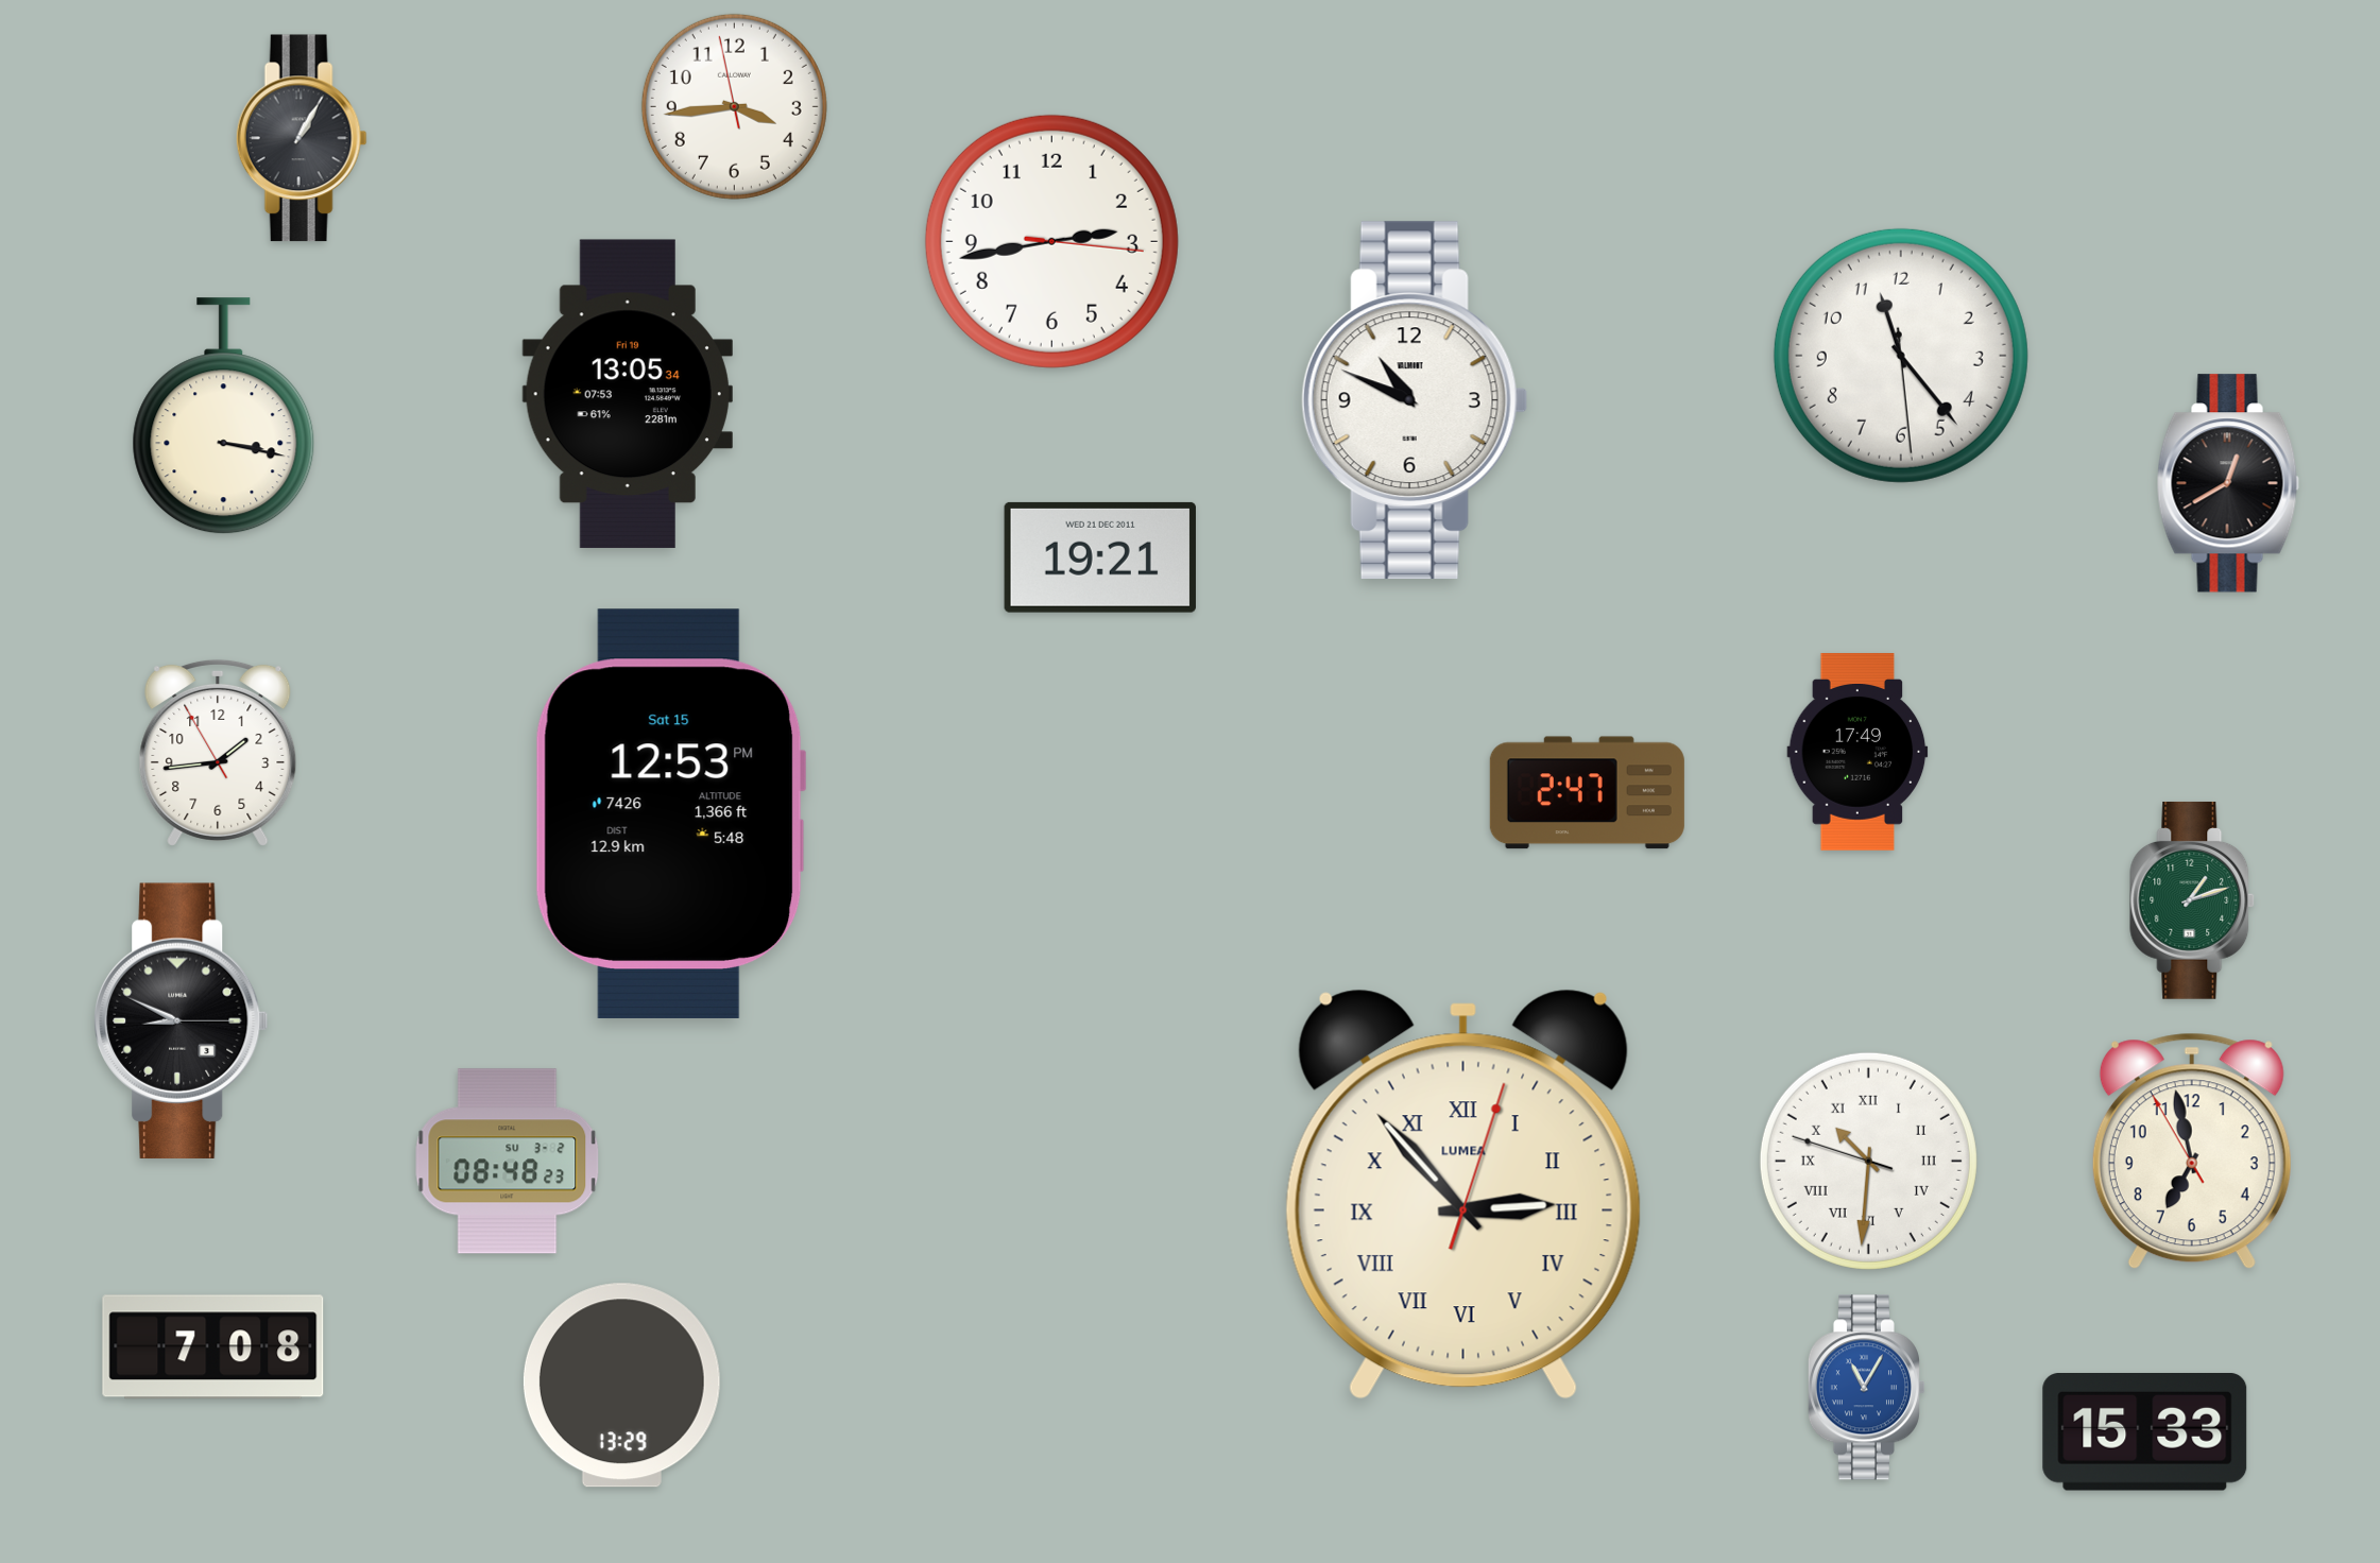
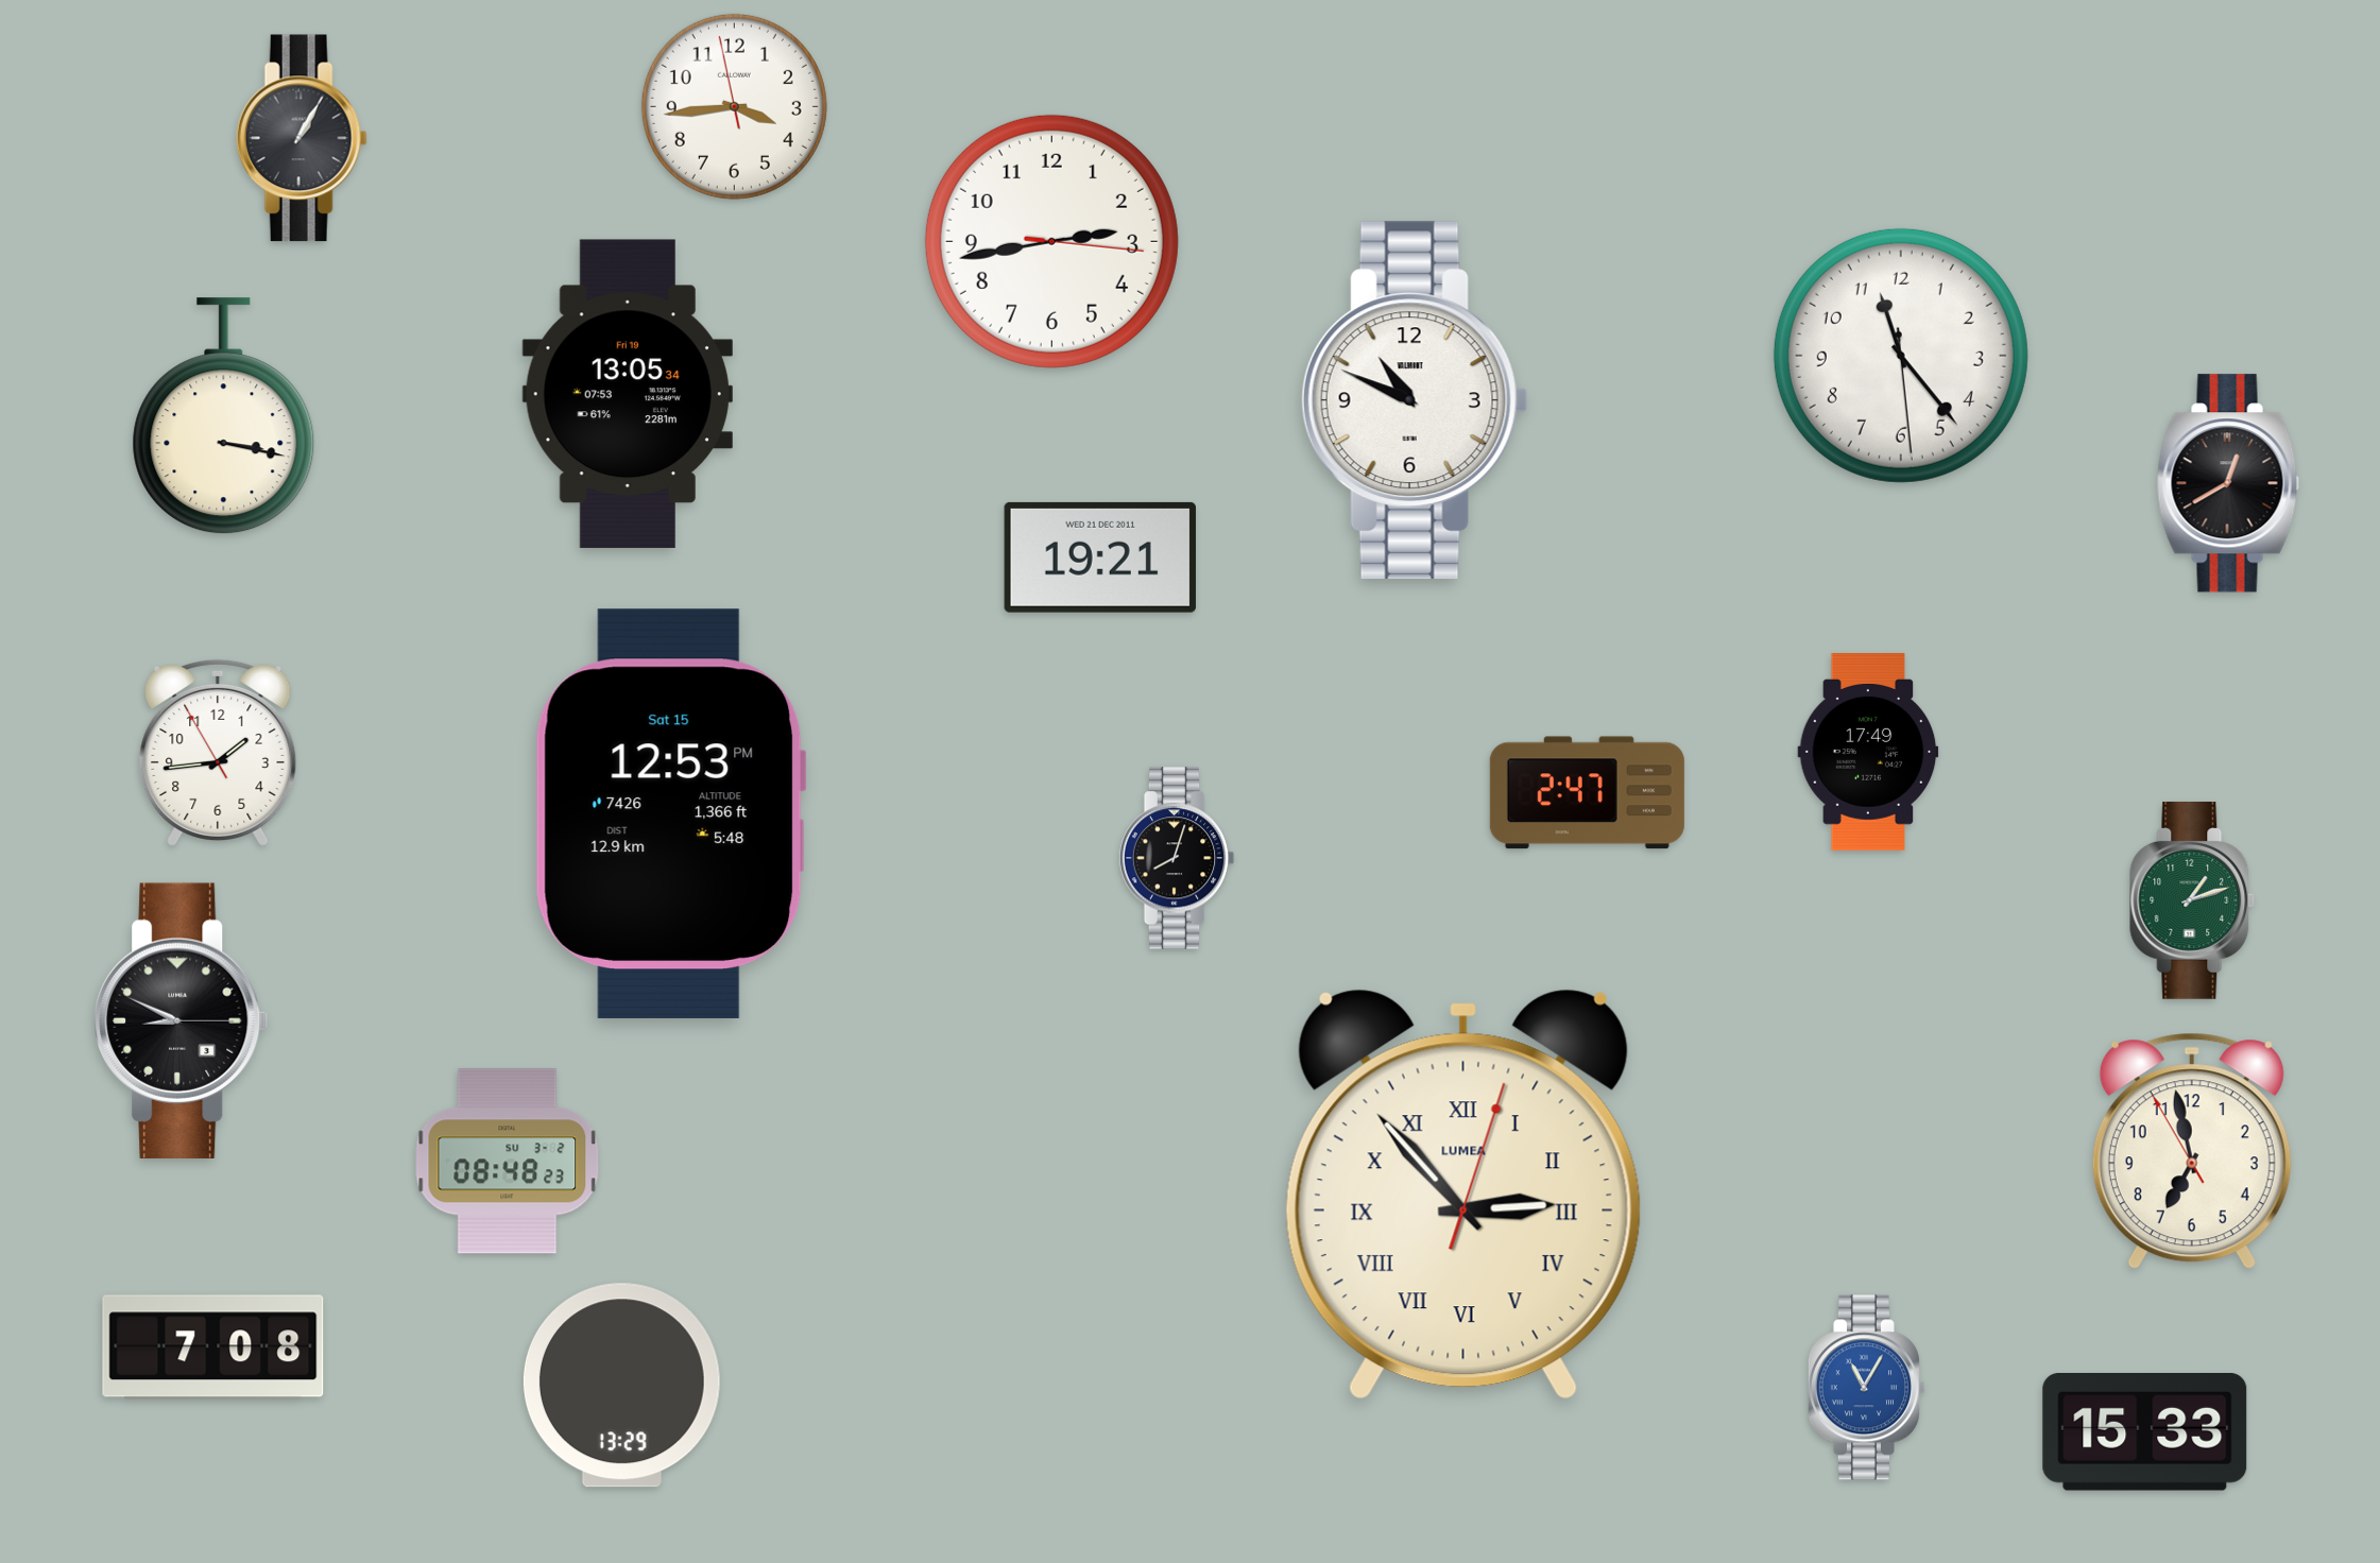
clock at (1857, 753) position: (1857, 753) -> (1868, 753)
clock at (1177, 858): none -> 8:03
clock at (1868, 1161): 10:30 -> none
